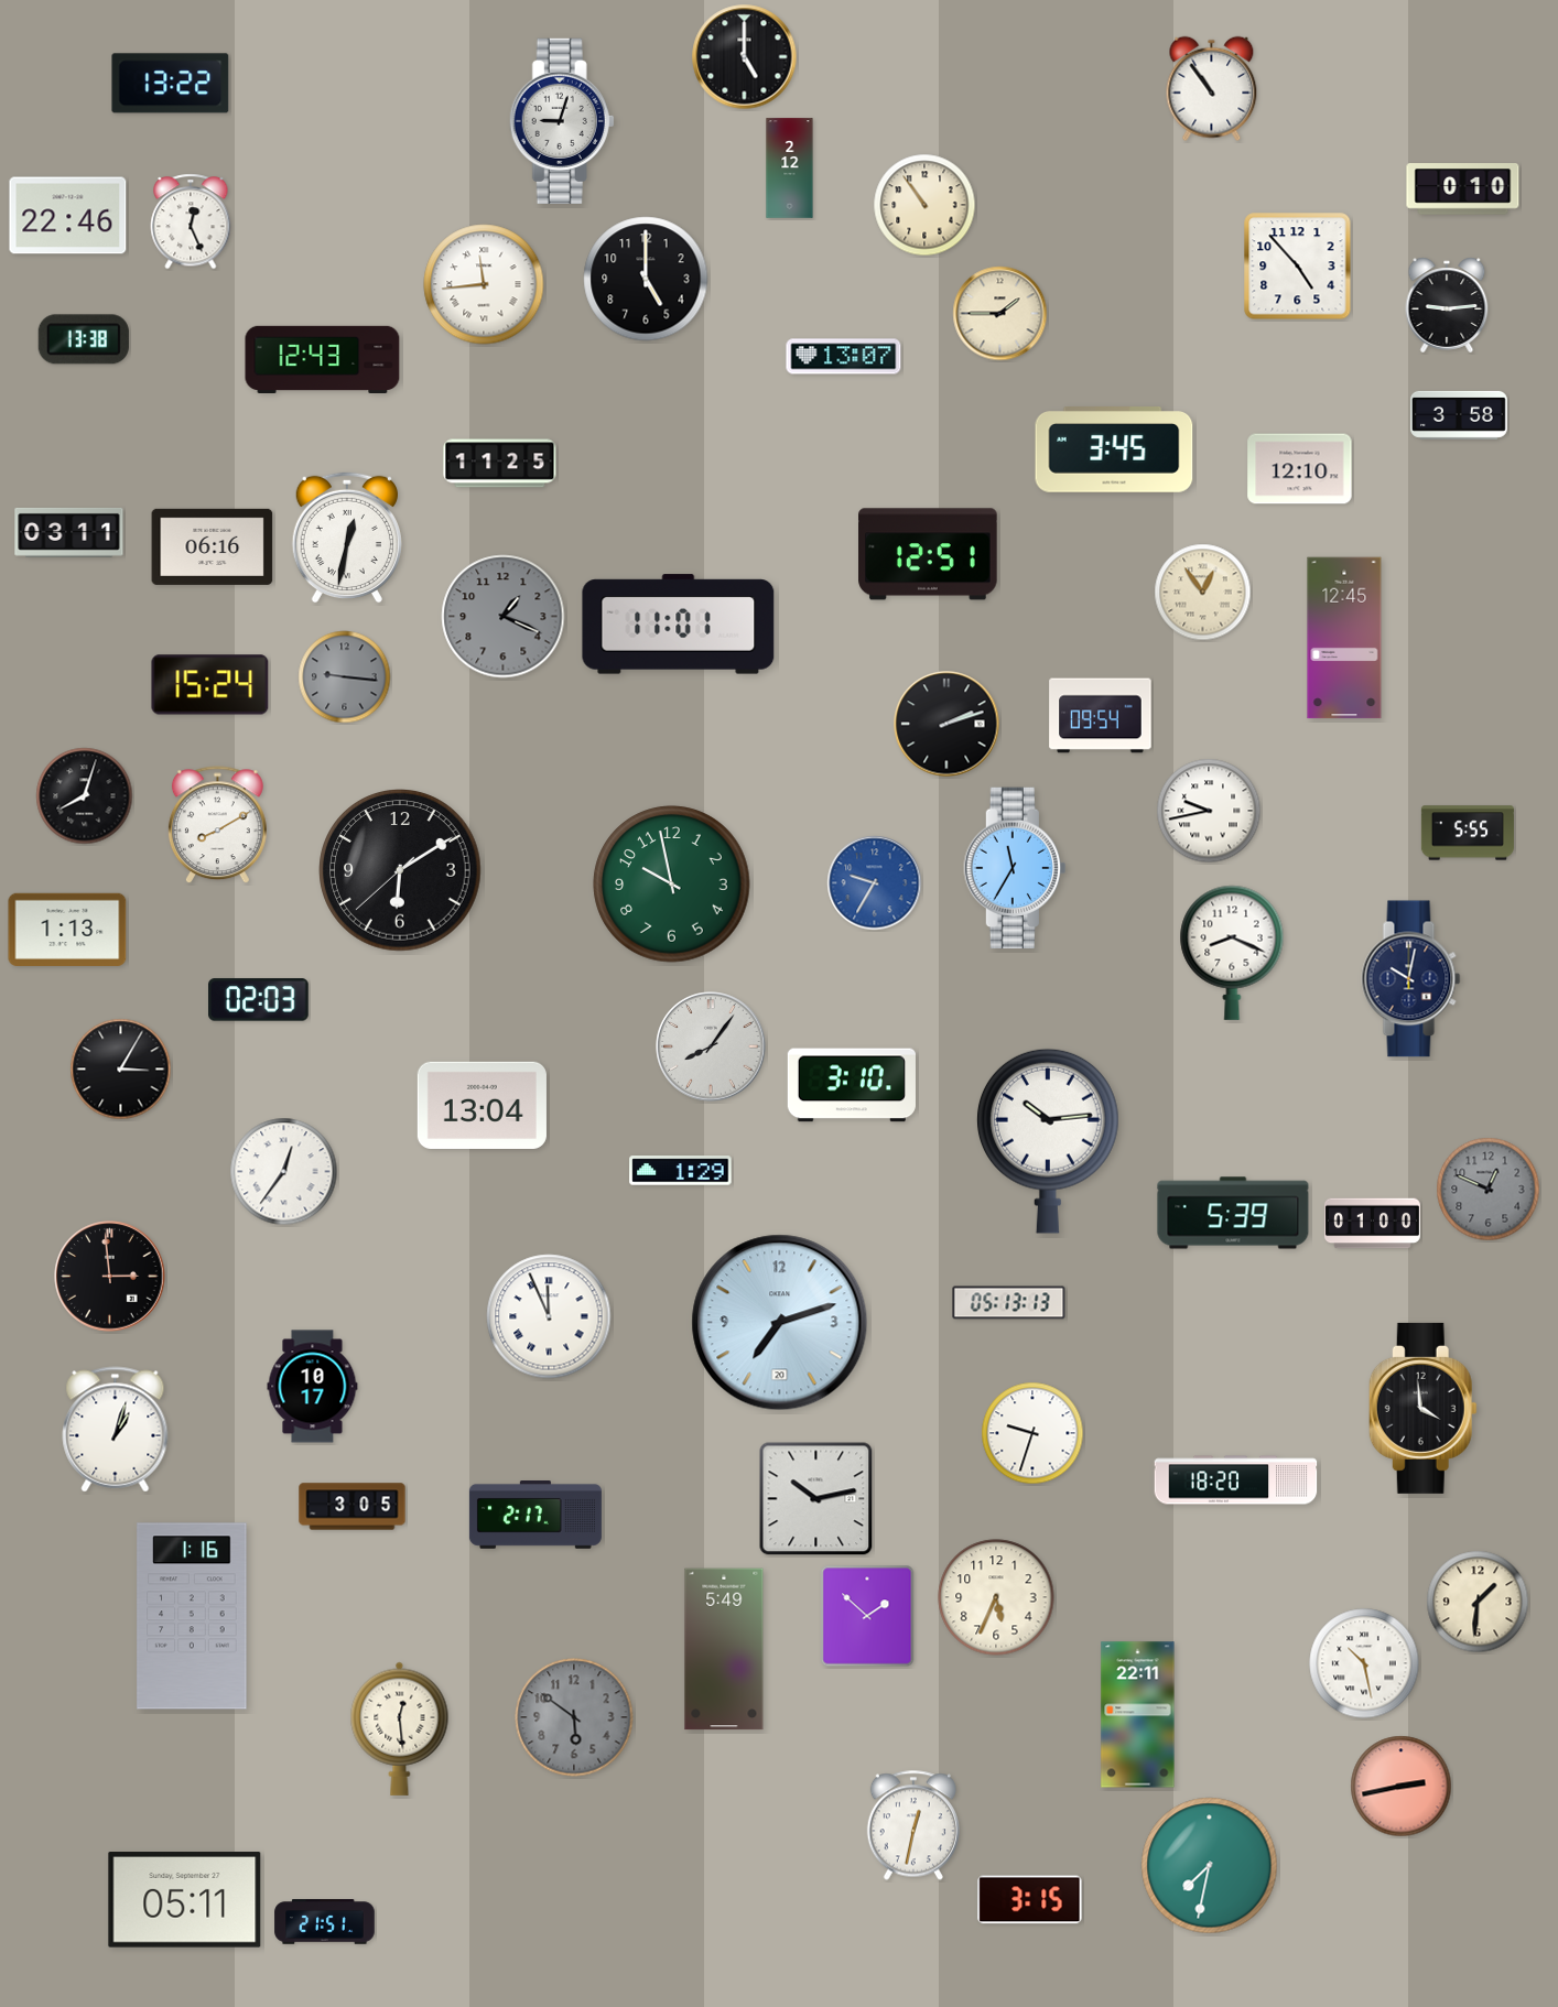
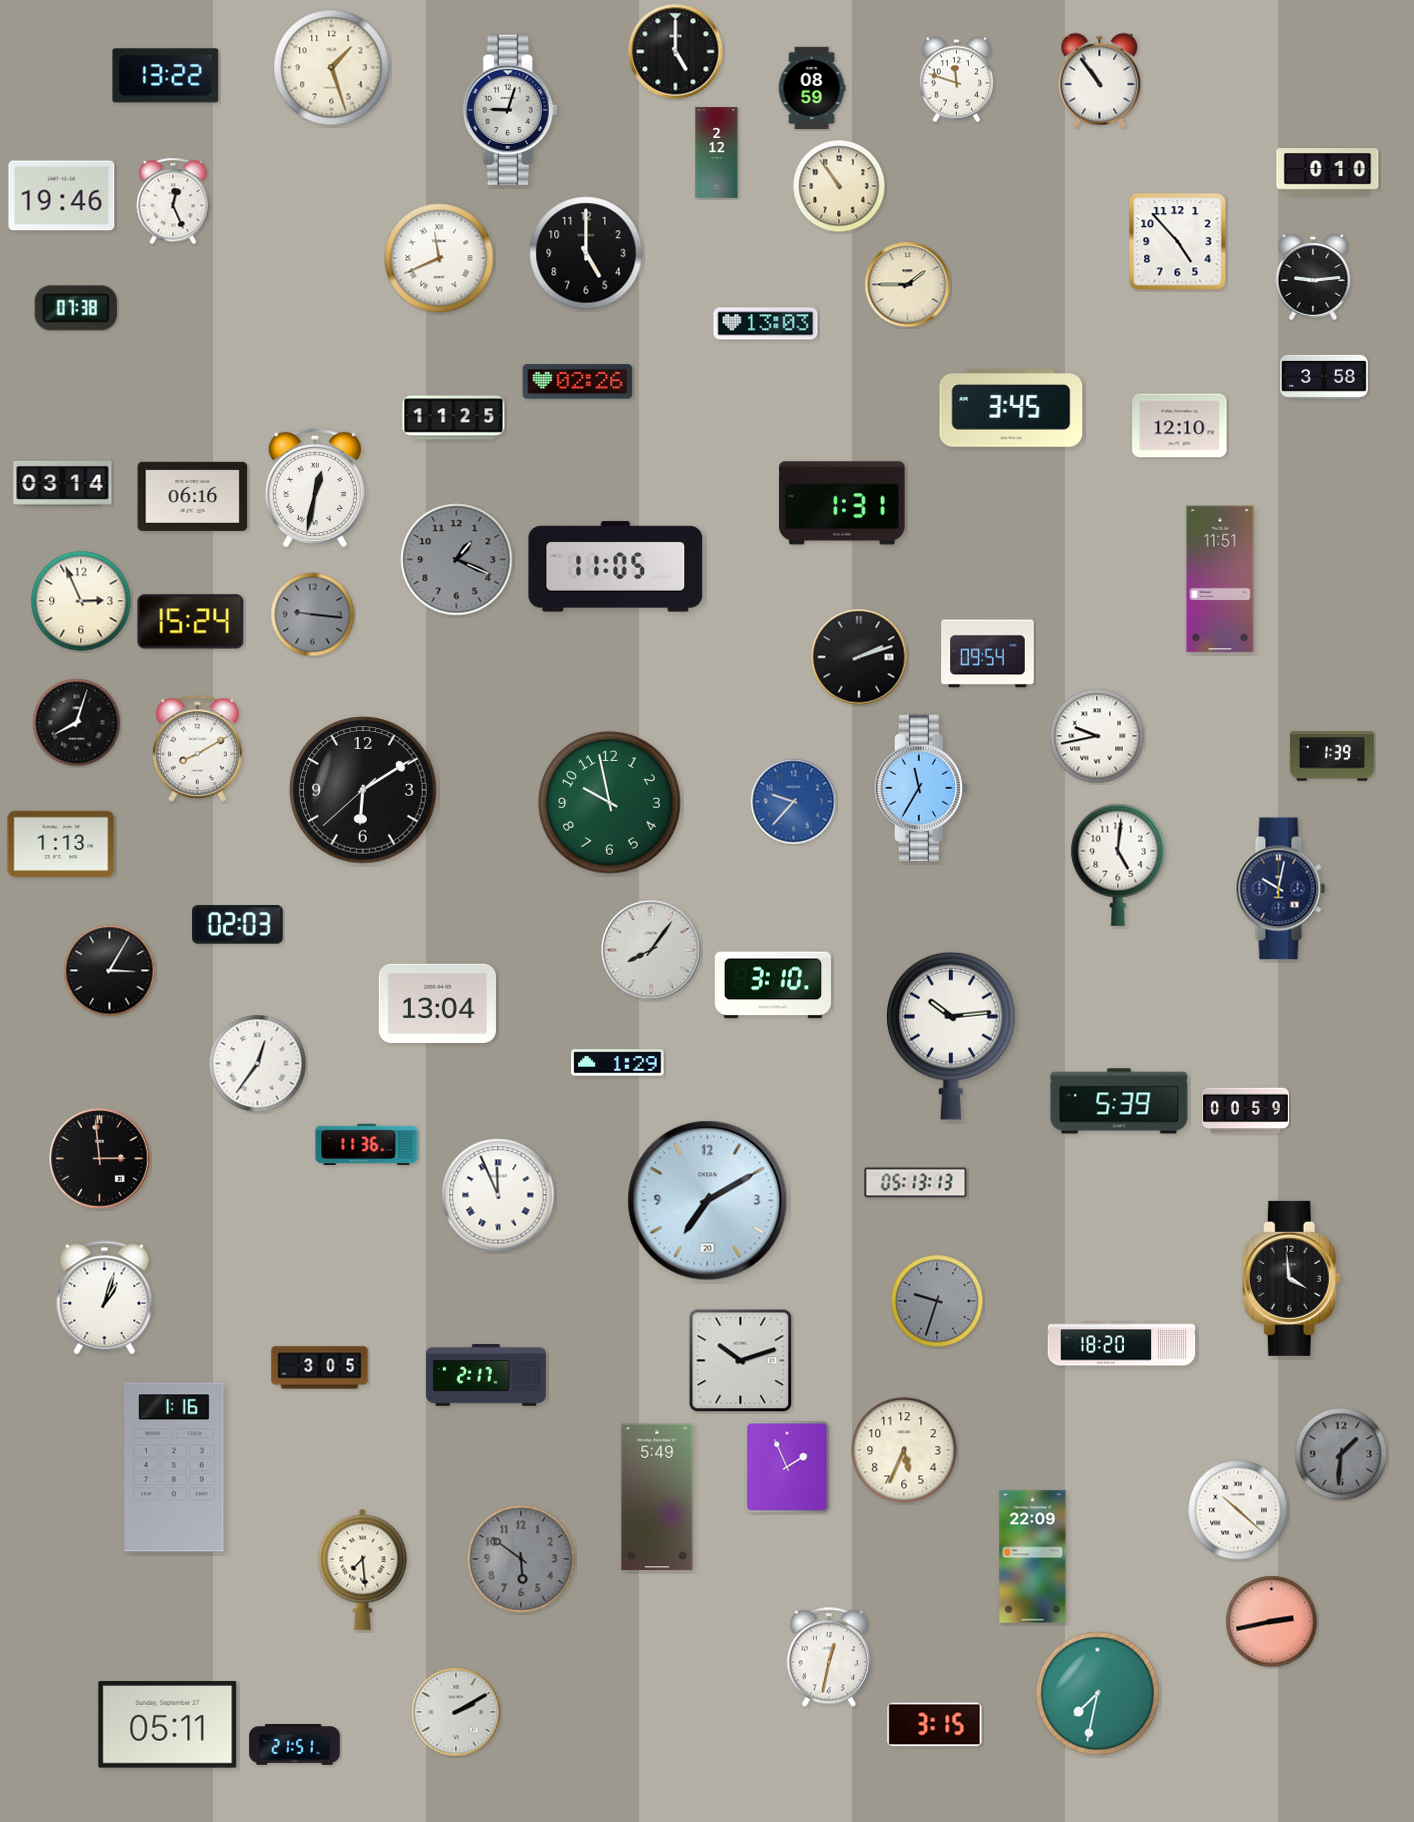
clock at (332, 68): none -> 1:27
clock at (171, 84) position: (171, 84) -> (166, 76)
clock at (956, 80): none -> 11:48
clock at (812, 88): none -> 08:59
clock at (68, 216): 22:46 -> 19:46
clock at (484, 284): 11:44 -> 11:41
clock at (84, 339): 13:38 -> 07:38
clock at (844, 357): 13:07 -> 13:03
clock at (323, 359): 12:43 -> none
clock at (578, 382): none -> 02:26
clock at (500, 464) position: (500, 464) -> (454, 418)
clock at (69, 532): 03:11 -> 03:14
clock at (928, 554): 12:51 -> 1:31
clock at (1203, 593): 12:54 -> none
clock at (679, 625): 11:01 -> 11:05
clock at (1344, 638): 12:45 -> 11:51
clock at (81, 601): none -> 2:56
clock at (1101, 716) position: (1101, 716) -> (988, 654)
clock at (1468, 833): 5:55 -> 1:39
clock at (875, 883): 9:35 -> 9:37
clock at (1232, 953): 8:19 -> 5:01
clock at (259, 1000) position: (259, 1000) -> (238, 925)
clock at (711, 1046) position: (711, 1046) -> (651, 950)
clock at (1489, 1190): 12:49 -> none
clock at (1372, 1224): 01:00 -> 00:59
clock at (367, 1145): none -> 11:36
clock at (780, 1323): 7:12 -> 7:10
clock at (313, 1387): 10:17 -> none
clock at (1032, 1433) dial: white -> grey
clock at (816, 1499): 10:13 -> 10:12
clock at (1478, 1602) dial: cream -> grey
clock at (867, 1616): 1:52 -> 1:56
clock at (1364, 1663): 10:28 -> 10:22
clock at (1138, 1715): 22:11 -> 22:09
clock at (400, 1728): 12:29 -> 7:29
clock at (456, 1712): none -> 2:10
